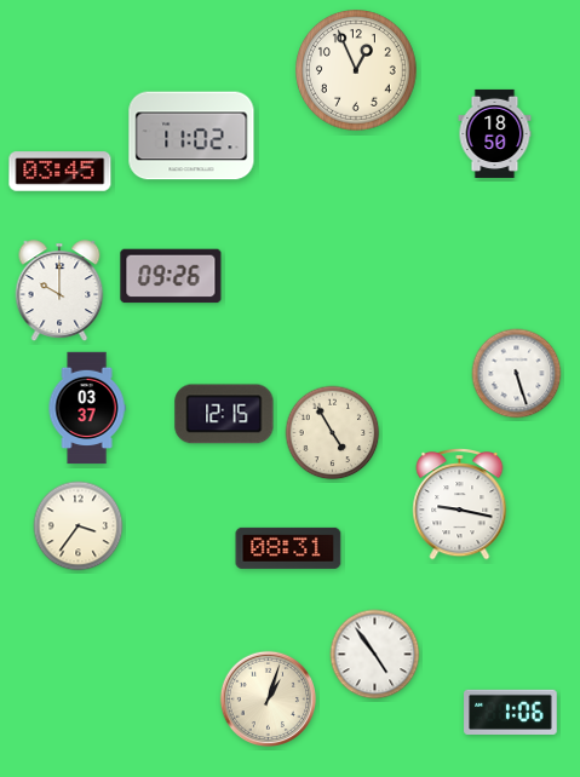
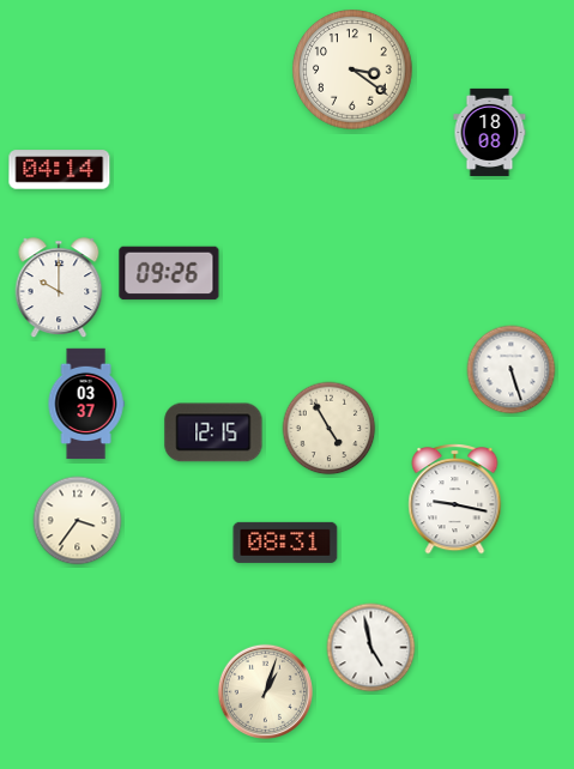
clock at (356, 70): 12:56 -> 3:21
clock at (495, 133): 18:50 -> 18:08
clock at (191, 136): 11:02 -> none
clock at (61, 172): 03:45 -> 04:14
clock at (224, 414) position: (224, 414) -> (213, 432)
clock at (375, 655): 4:54 -> 4:58
clock at (511, 712): 1:06 -> none
